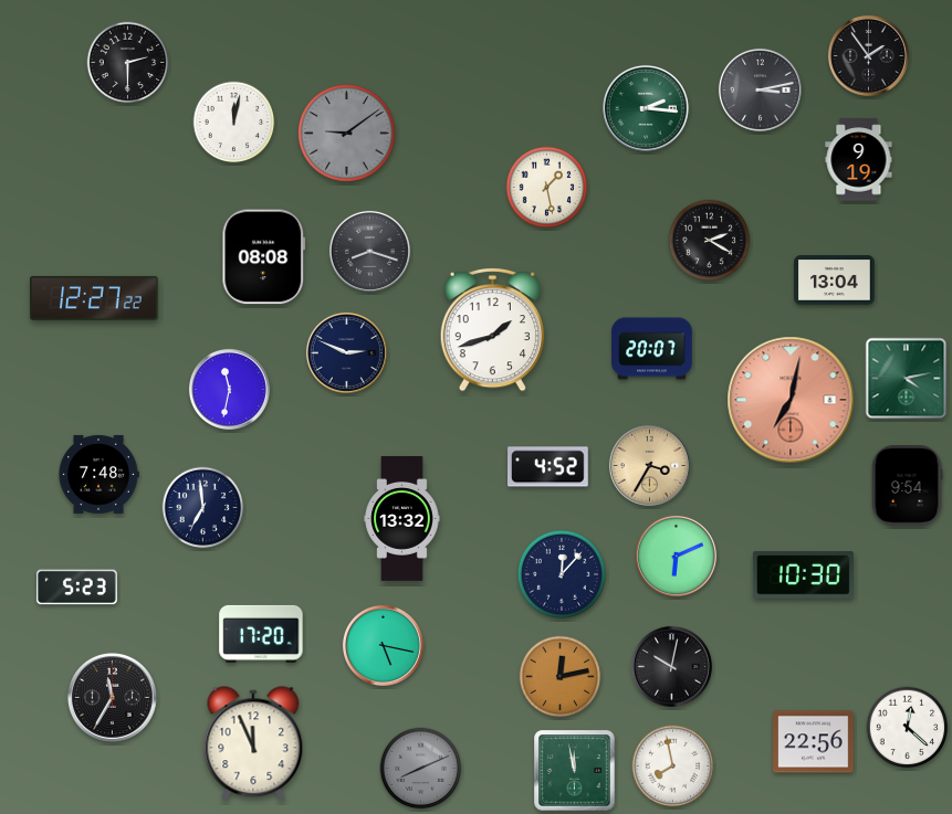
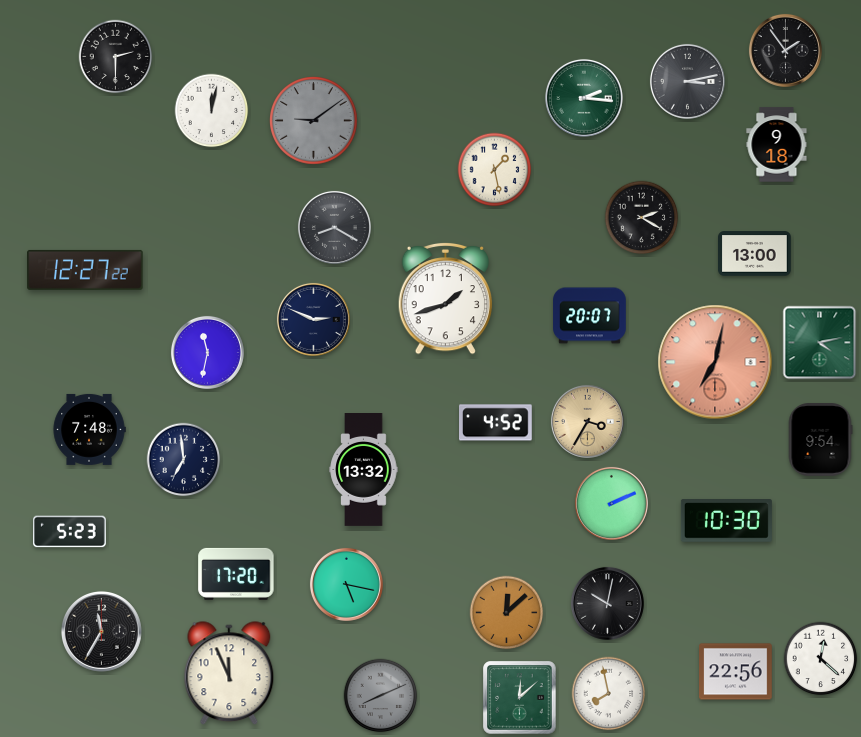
clock at (859, 160): 9:19 -> 9:18
clock at (369, 251): 8:18 -> 8:20
clock at (264, 257): 08:08 -> none
clock at (835, 281): 13:04 -> 13:00
clock at (676, 556): 6:11 -> 2:11
clock at (562, 574): 12:07 -> none
clock at (561, 677): 12:13 -> 12:08
clock at (575, 771): 11:58 -> 12:08
